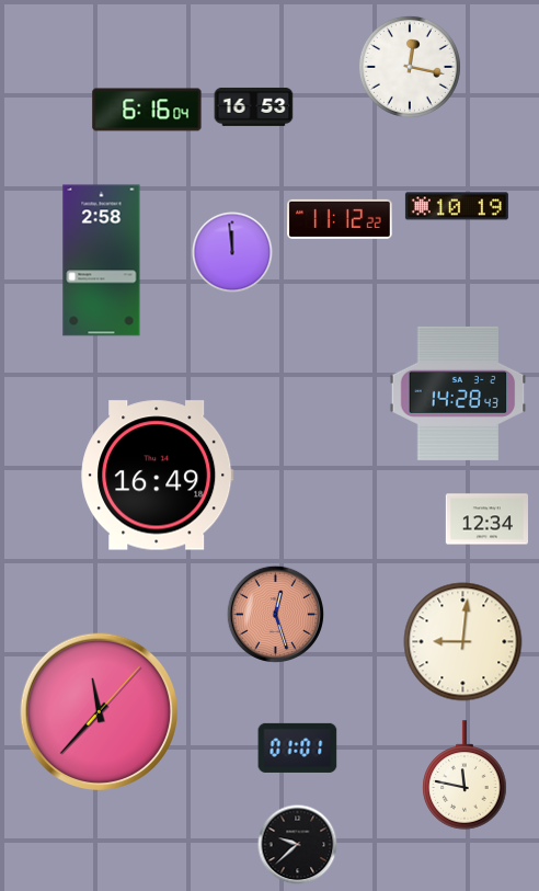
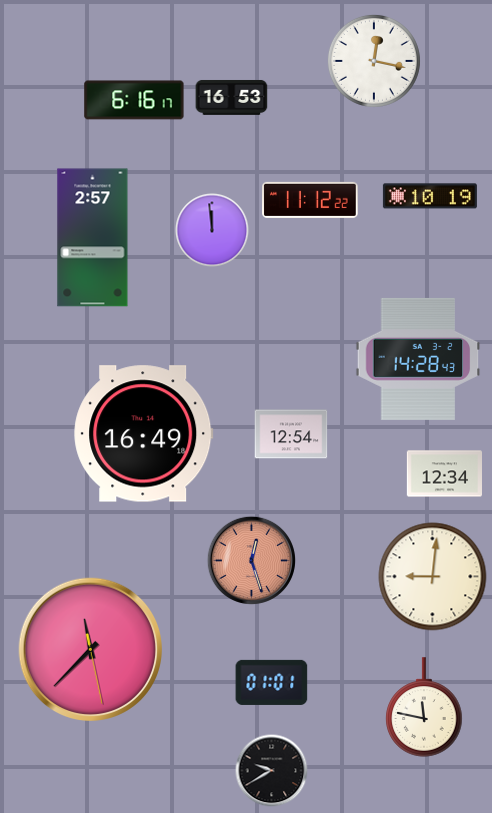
clock at (147, 110): 6:16:04 -> 6:16:17
clock at (457, 206) position: (457, 206) -> (430, 196)
clock at (102, 261): 2:58 -> 2:57
clock at (291, 434): none -> 12:54
clock at (463, 642) position: (463, 642) -> (433, 577)
clock at (99, 711): 11:37:07 -> 11:37:28
clock at (298, 845): 9:38 -> 9:40
